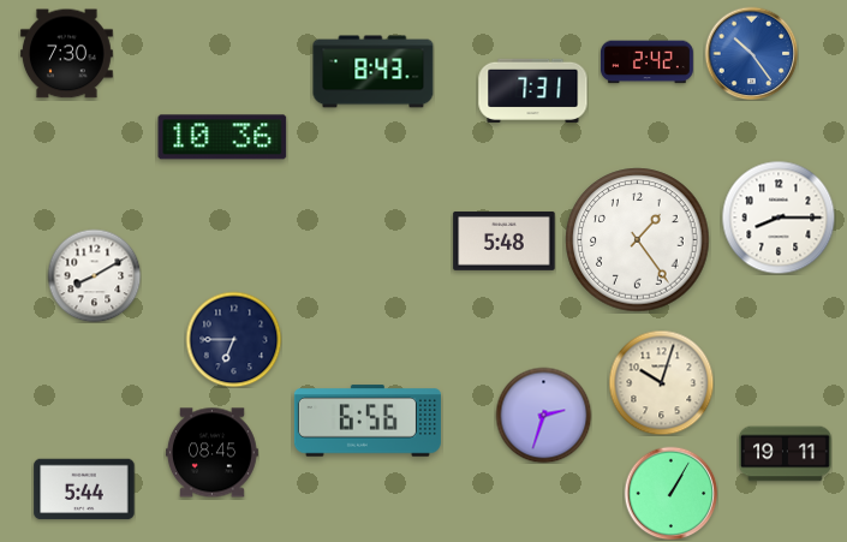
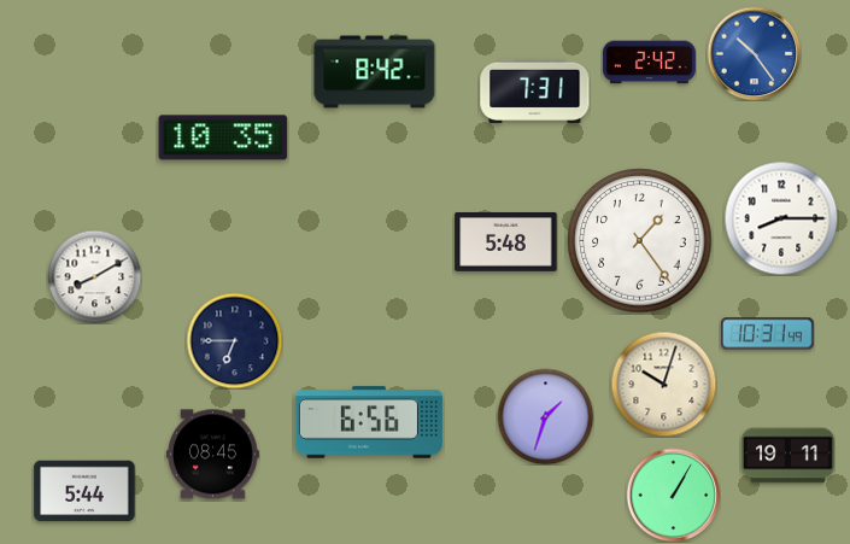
clock at (66, 54): 7:30 -> none
clock at (374, 72): 8:43 -> 8:42
clock at (222, 137): 10:36 -> 10:35
clock at (767, 334): none -> 10:31
clock at (543, 415): 2:33 -> 1:33
